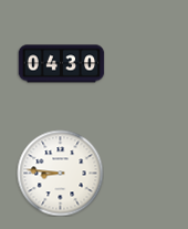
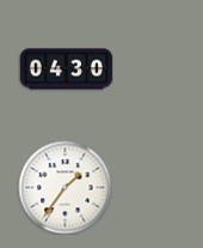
clock at (60, 173): 8:46 -> 1:36
